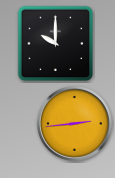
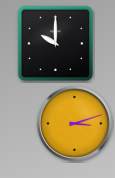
clock at (74, 123): 2:44 -> 3:12
